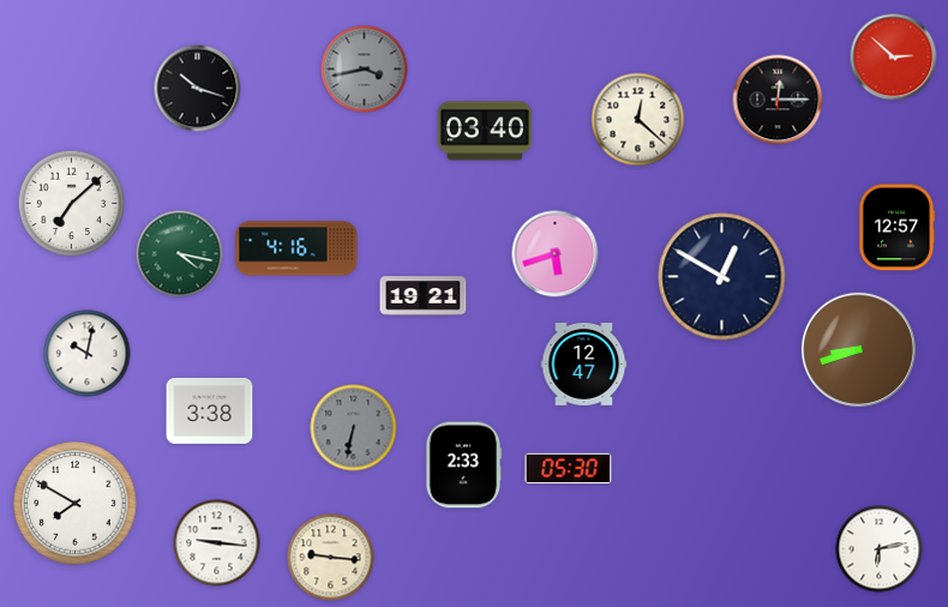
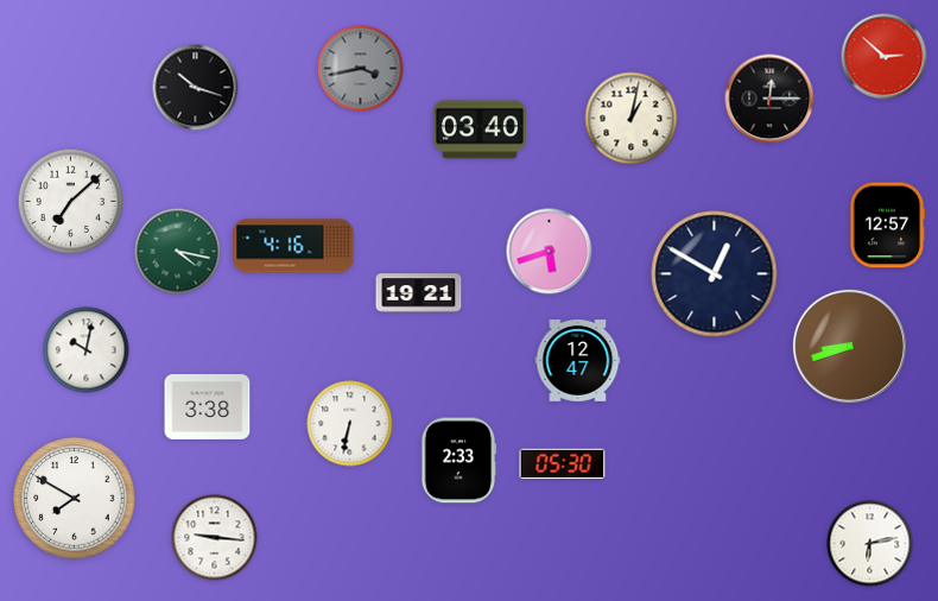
clock at (638, 120): 12:22 -> 1:02
clock at (354, 428) dial: grey -> white
clock at (331, 558): 9:16 -> none
